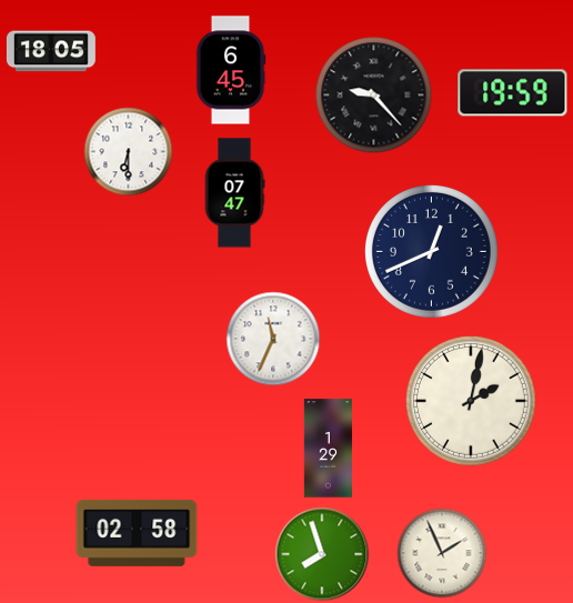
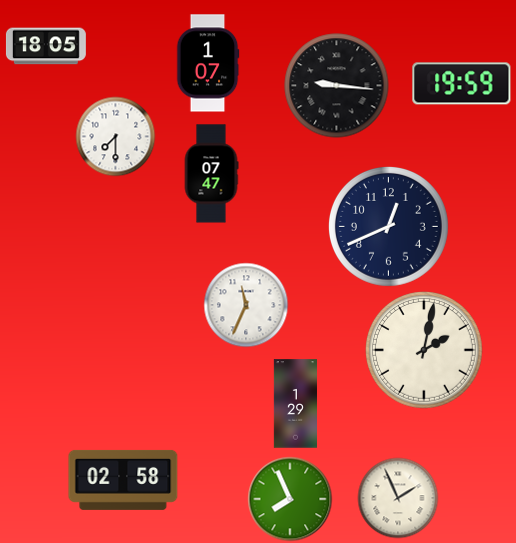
clock at (231, 70): 6:45 -> 1:07
clock at (374, 96): 9:23 -> 9:16
clock at (128, 151): 6:30 -> 7:30
clock at (472, 402) position: (472, 402) -> (425, 351)
clock at (322, 554): 7:57 -> 7:56
